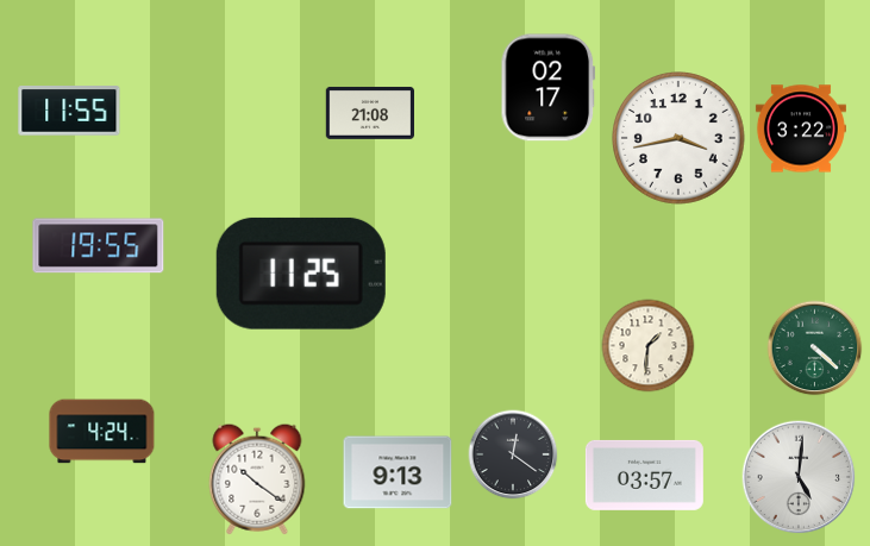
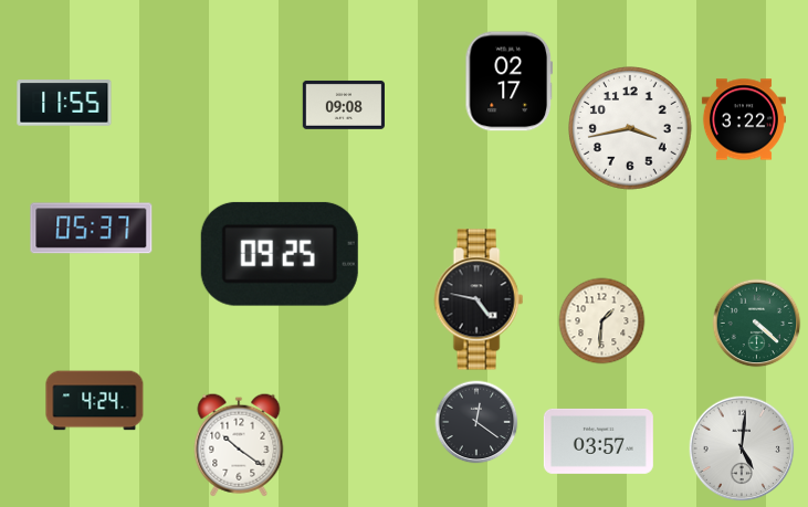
clock at (370, 113): 21:08 -> 09:08
clock at (99, 246): 19:55 -> 05:37
clock at (301, 274): 11:25 -> 09:25
clock at (479, 299): none -> 4:47
clock at (398, 472): 9:13 -> none
clock at (799, 477) position: (799, 477) -> (742, 448)
